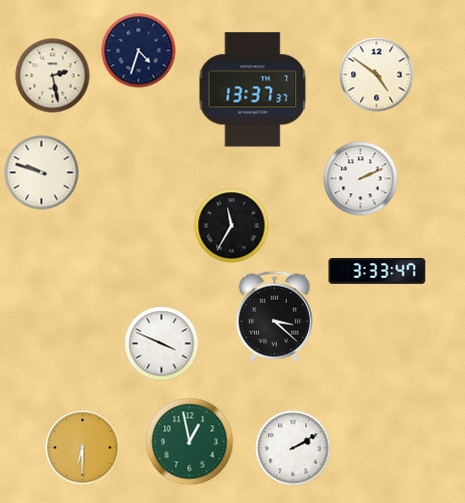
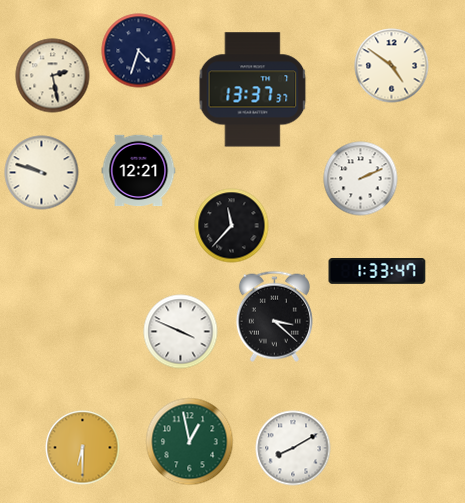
clock at (377, 75) position: (377, 75) -> (392, 66)
clock at (139, 171): none -> 12:21
clock at (232, 226): 11:35 -> 11:37
clock at (377, 272): 3:33 -> 1:33
clock at (162, 344) position: (162, 344) -> (181, 332)
clock at (293, 448): 2:10 -> 8:10
